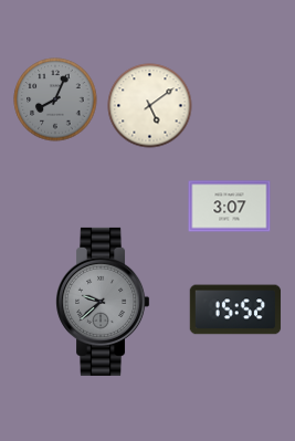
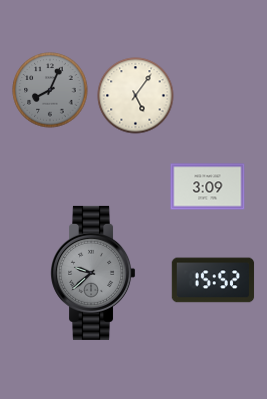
clock at (150, 106): 5:09 -> 5:06
clock at (230, 207): 3:07 -> 3:09
